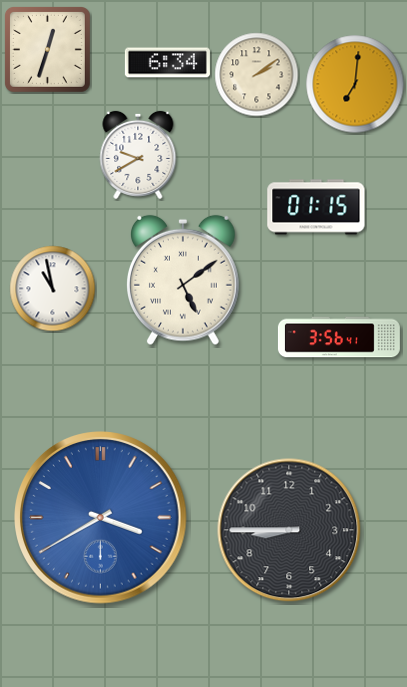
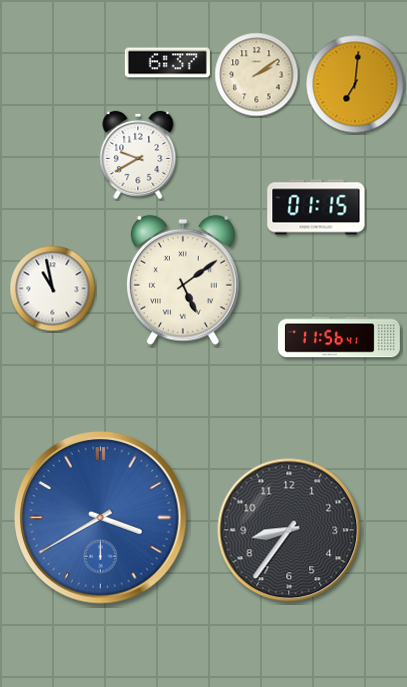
clock at (47, 49): 12:33 -> none
clock at (167, 63): 6:34 -> 6:37
clock at (339, 337): 3:56 -> 11:56
clock at (289, 530): 8:45 -> 8:36
